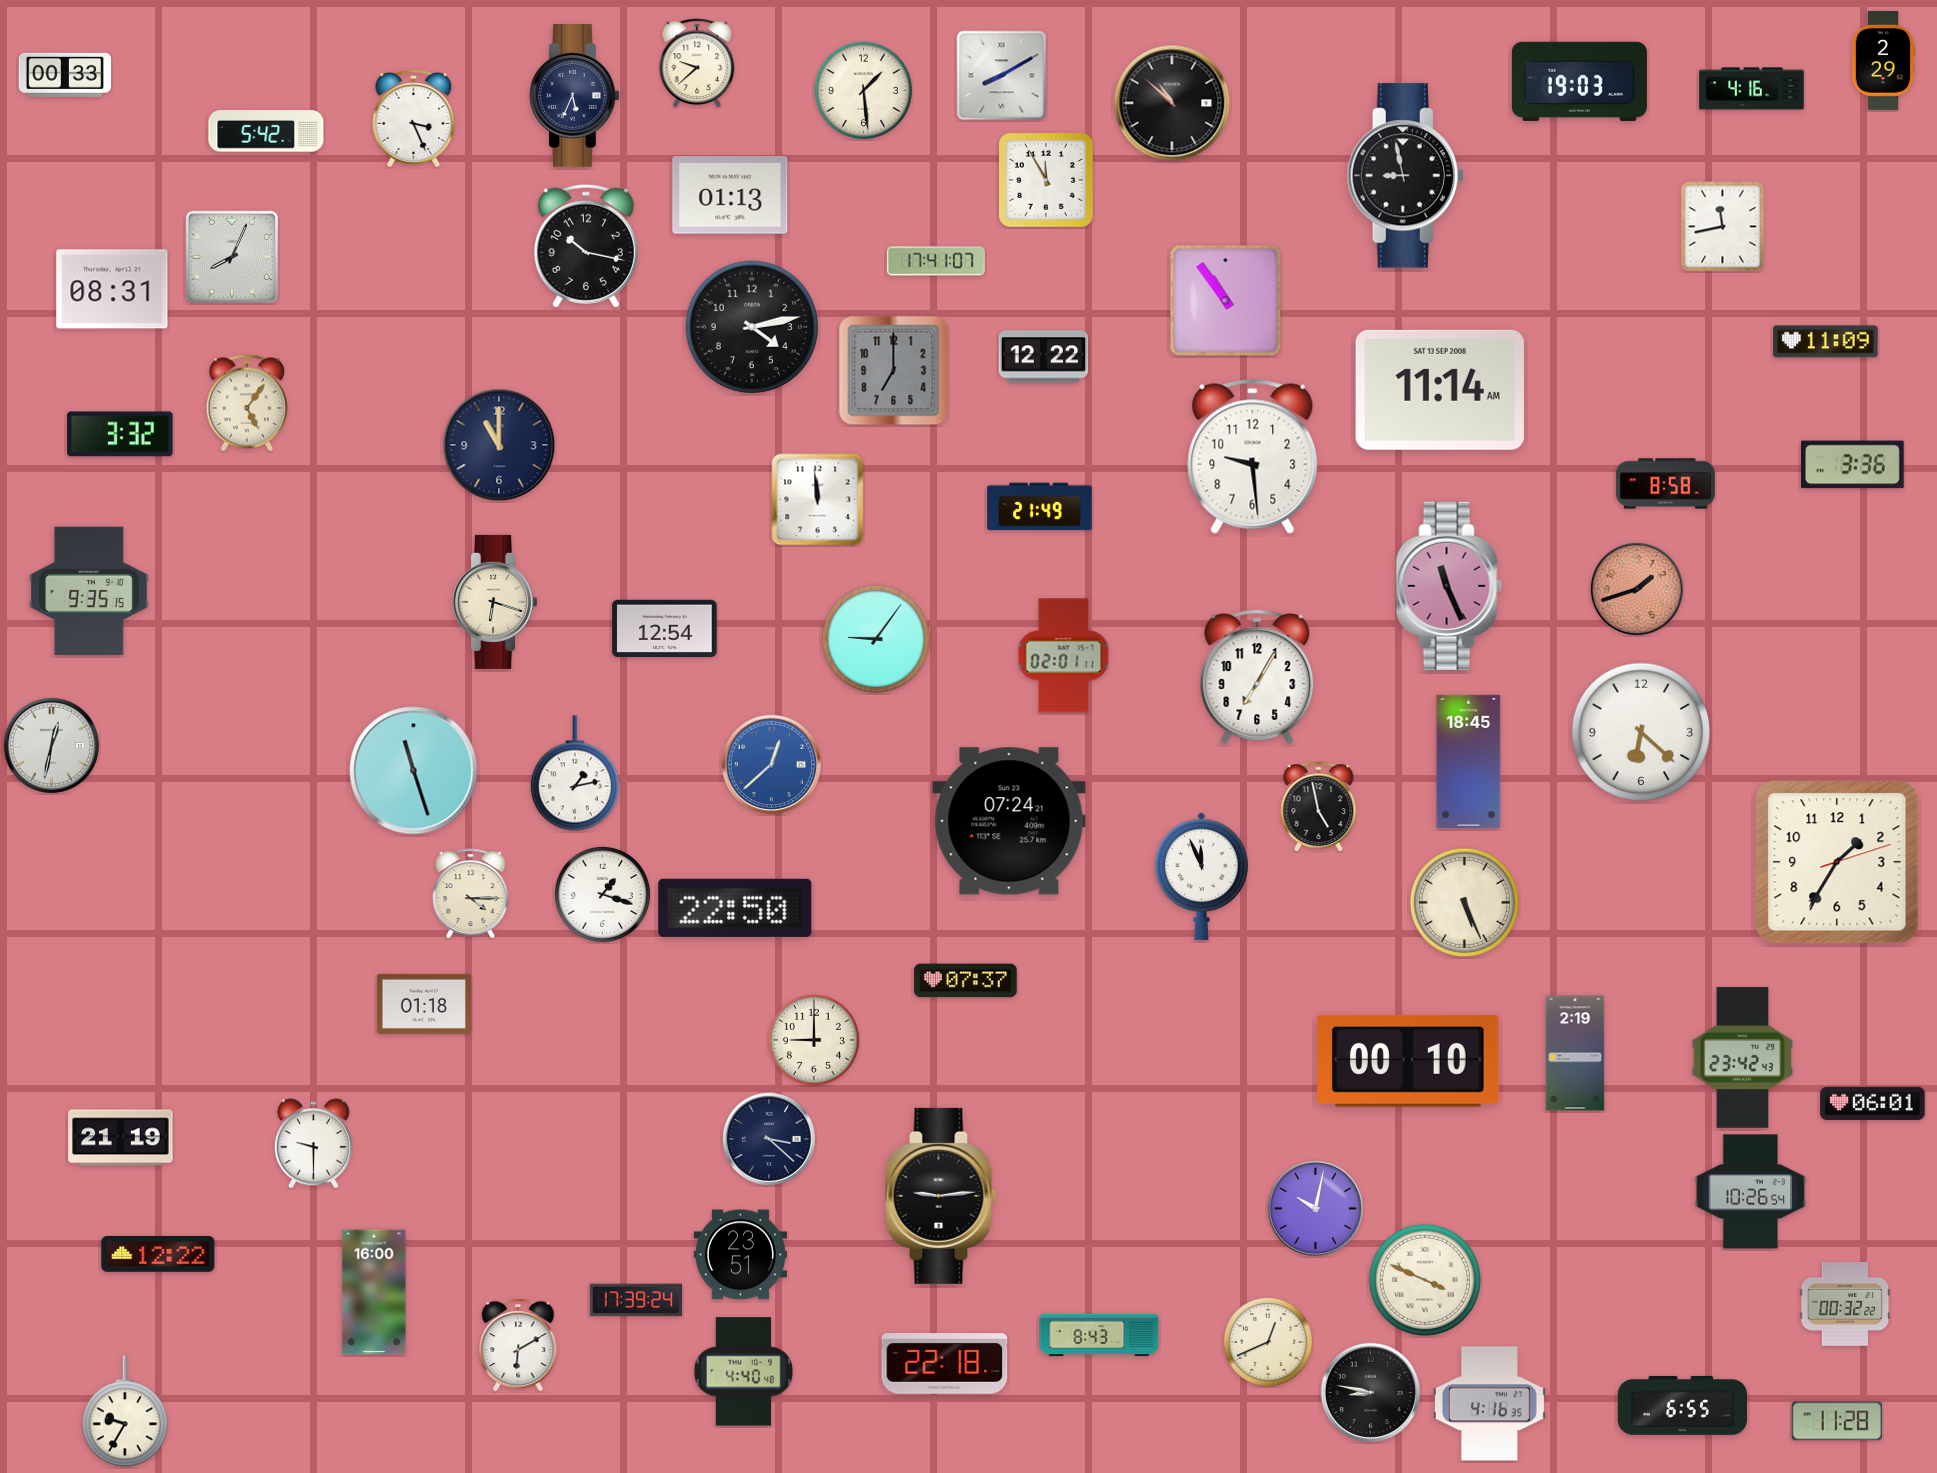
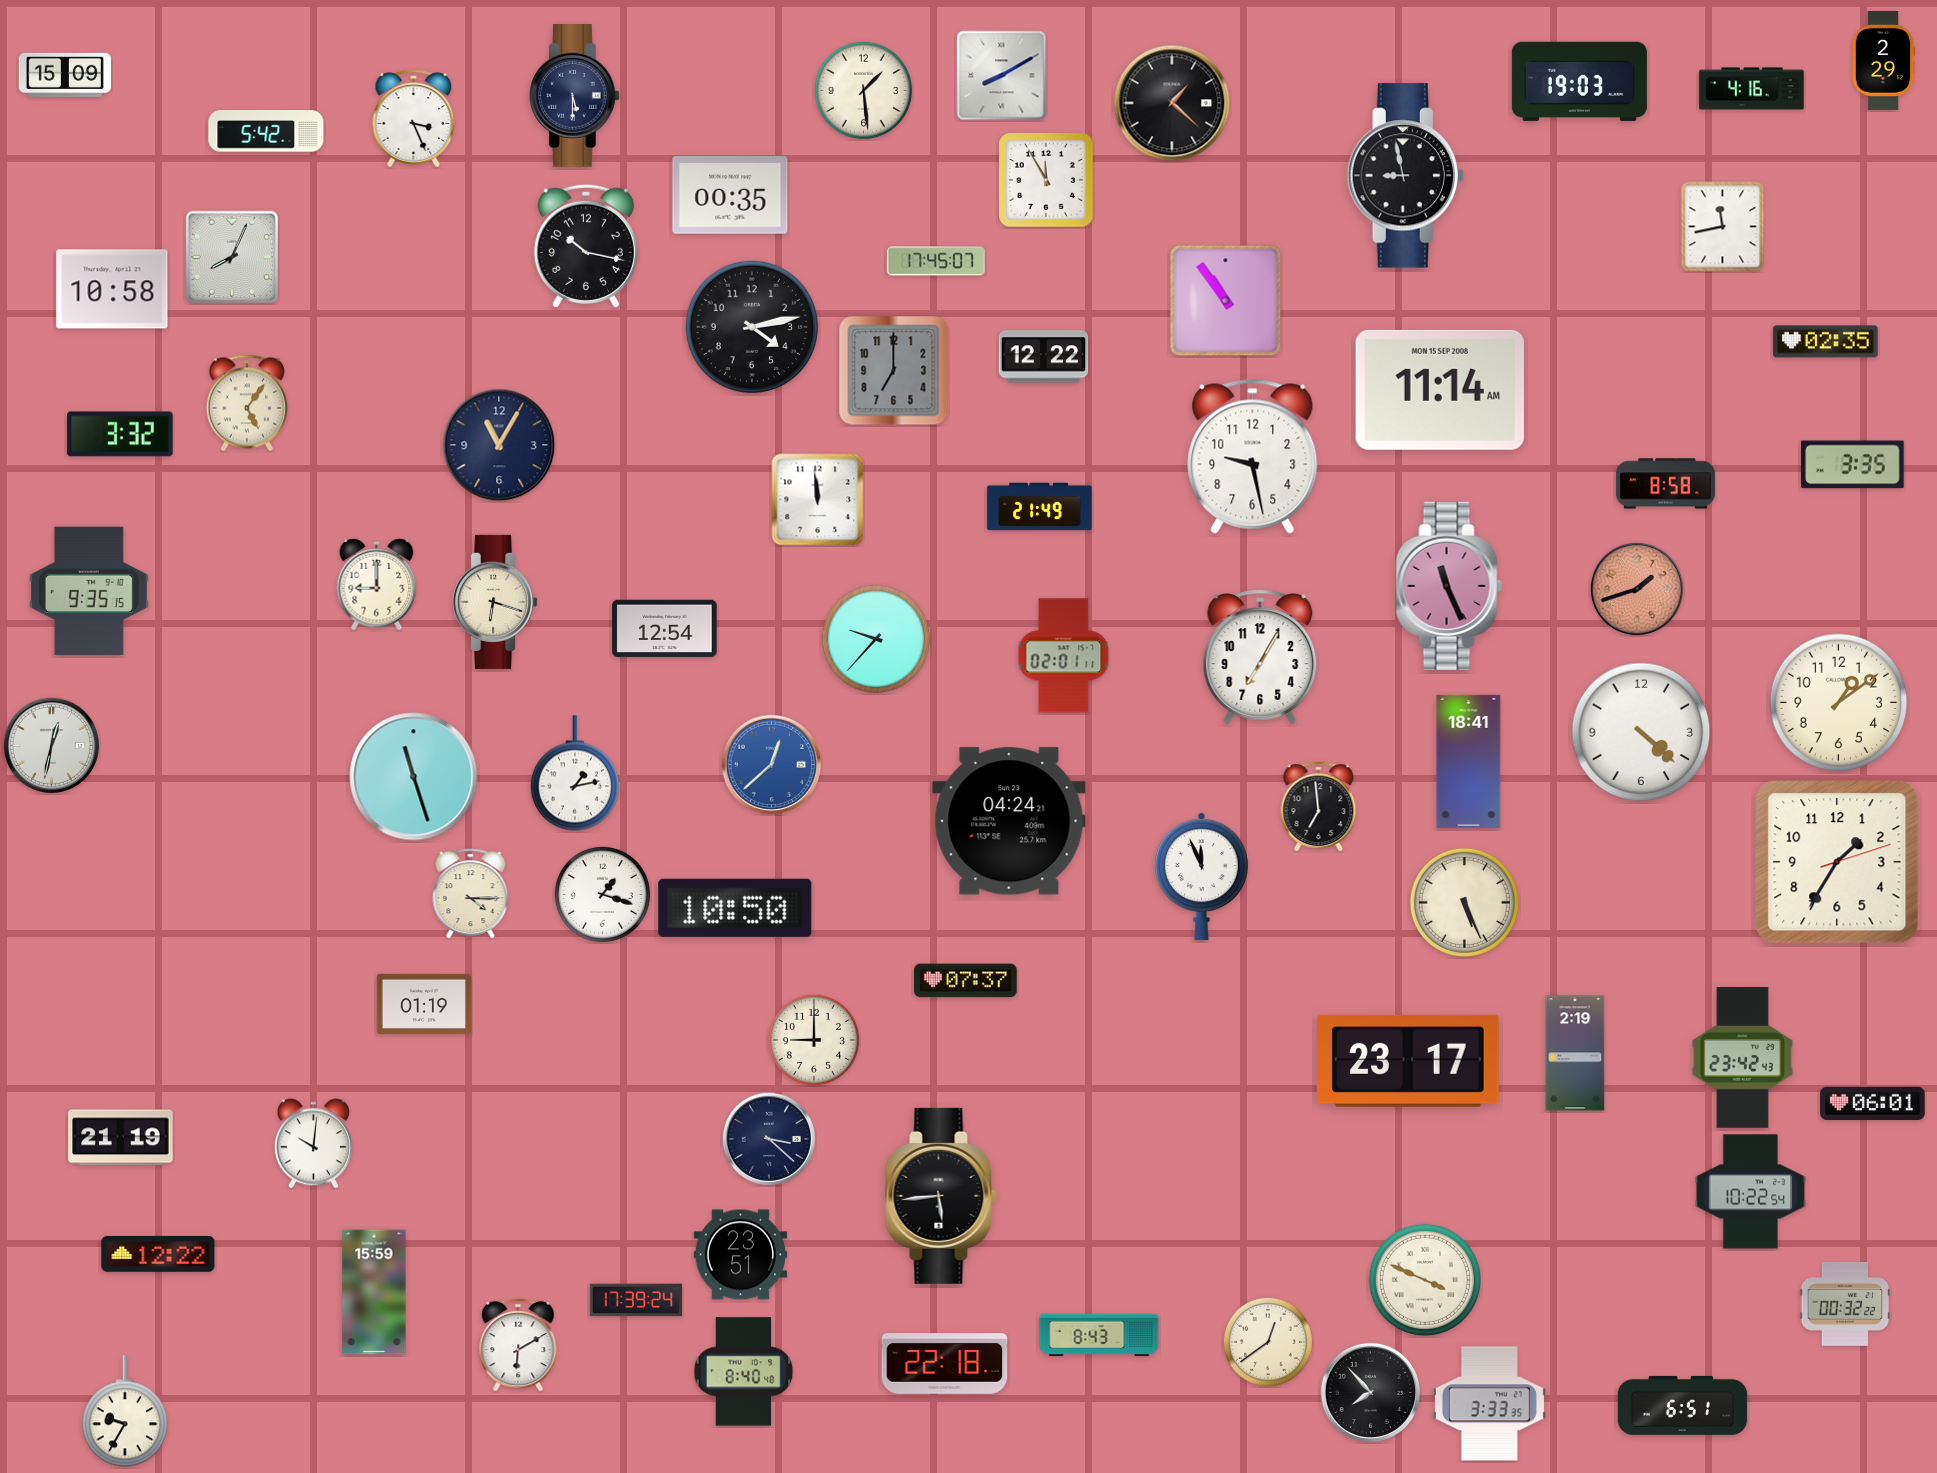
clock at (697, 63): 9:38 -> none
clock at (64, 75): 00:33 -> 15:09
clock at (575, 96): 5:34 -> 5:30
clock at (1172, 103): 10:52 -> 1:22
clock at (730, 195): 01:13 -> 00:35
clock at (936, 261): 17:41 -> 17:45
clock at (112, 289): 08:31 -> 10:58
clock at (1826, 342): 11:09 -> 02:35
clock at (1440, 390) date: SAT 13 SEP 2008 -> MON 15 SEP 2008
clock at (499, 445): 11:00 -> 11:05
clock at (1253, 456): 9:29 -> 9:28
clock at (1853, 465): 3:36 -> 3:35
clock at (377, 584): none -> 9:00
clock at (876, 639): 9:06 -> 9:37
clock at (1257, 677) position: (1257, 677) -> (1260, 657)
clock at (1839, 703): none -> 1:09
clock at (1641, 732): 6:22 -> 4:22
clock at (1469, 761): 18:45 -> 18:41
clock at (414, 771) position: (414, 771) -> (414, 777)
clock at (1319, 807): 4:58 -> 6:59
clock at (1009, 821): 07:24 -> 04:24
clock at (735, 908): 22:50 -> 10:50
clock at (424, 1004): 01:18 -> 01:19
clock at (1409, 1061): 00:10 -> 23:17
clock at (313, 1144): 9:30 -> 10:01
clock at (1751, 1192): 10:26 -> 10:22
clock at (941, 1196): 9:14 -> 5:44
clock at (1315, 1208): 10:02 -> none
clock at (374, 1292): 16:00 -> 15:59
clock at (1268, 1342): 12:41 -> 12:39
clock at (744, 1372): 4:40 -> 8:40
clock at (1371, 1393): 8:47 -> 7:53
clock at (1489, 1404): 4:16 -> 3:33
clock at (1683, 1405): 6:55 -> 6:51
clock at (1836, 1421): 11:28 -> none
